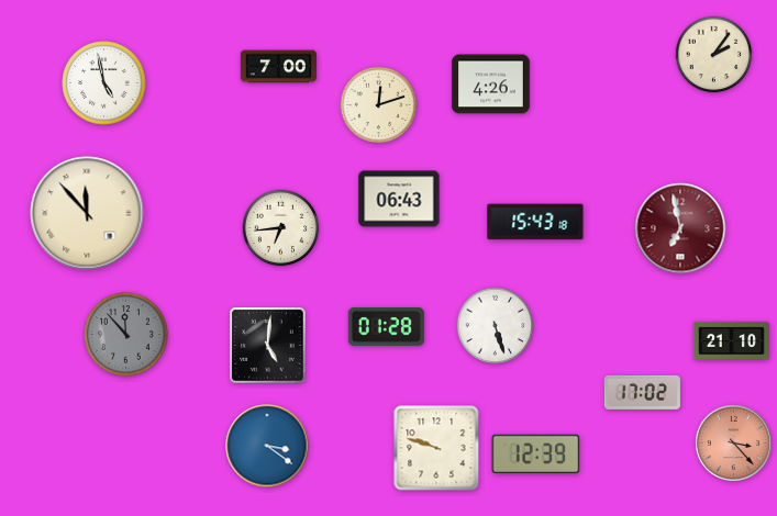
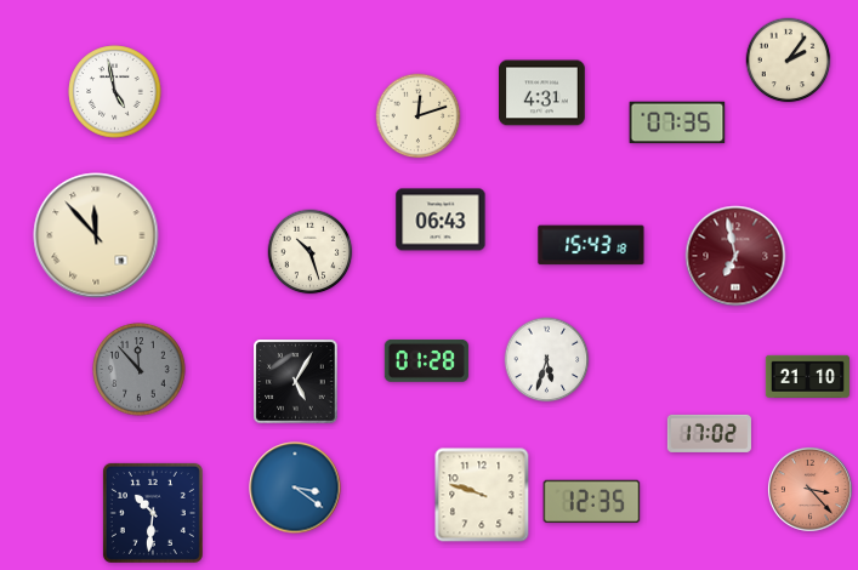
clock at (278, 67): 7:00 -> none
clock at (491, 85): 4:26 -> 4:31
clock at (677, 122): none -> 07:35
clock at (281, 228): 6:44 -> 10:27
clock at (680, 228) position: (680, 228) -> (735, 256)
clock at (496, 326): 5:27 -> 5:33
clock at (268, 346): 5:01 -> 5:05
clock at (267, 446) position: (267, 446) -> (295, 488)
clock at (536, 455): 12:39 -> 12:35
clock at (153, 513): none -> 10:31
